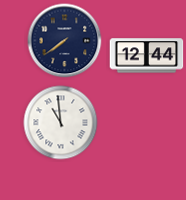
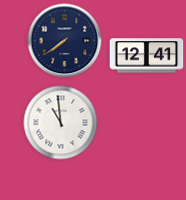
clock at (147, 56): 12:44 -> 12:41
